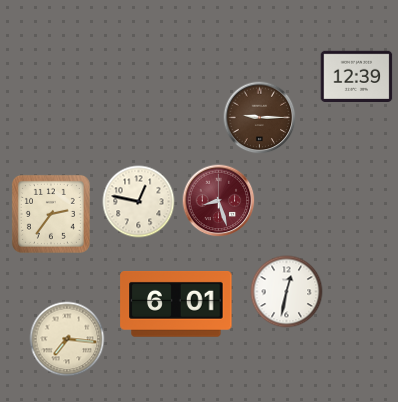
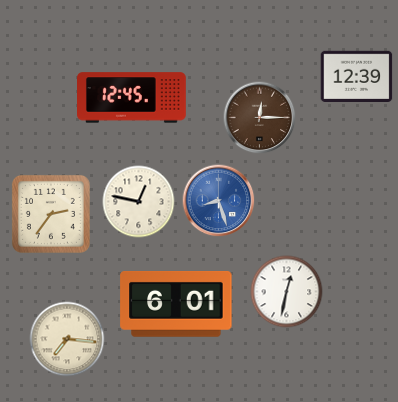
clock at (132, 98): none -> 12:45
clock at (260, 118): 9:15 -> 12:15
clock at (219, 201) dial: burgundy -> blue
